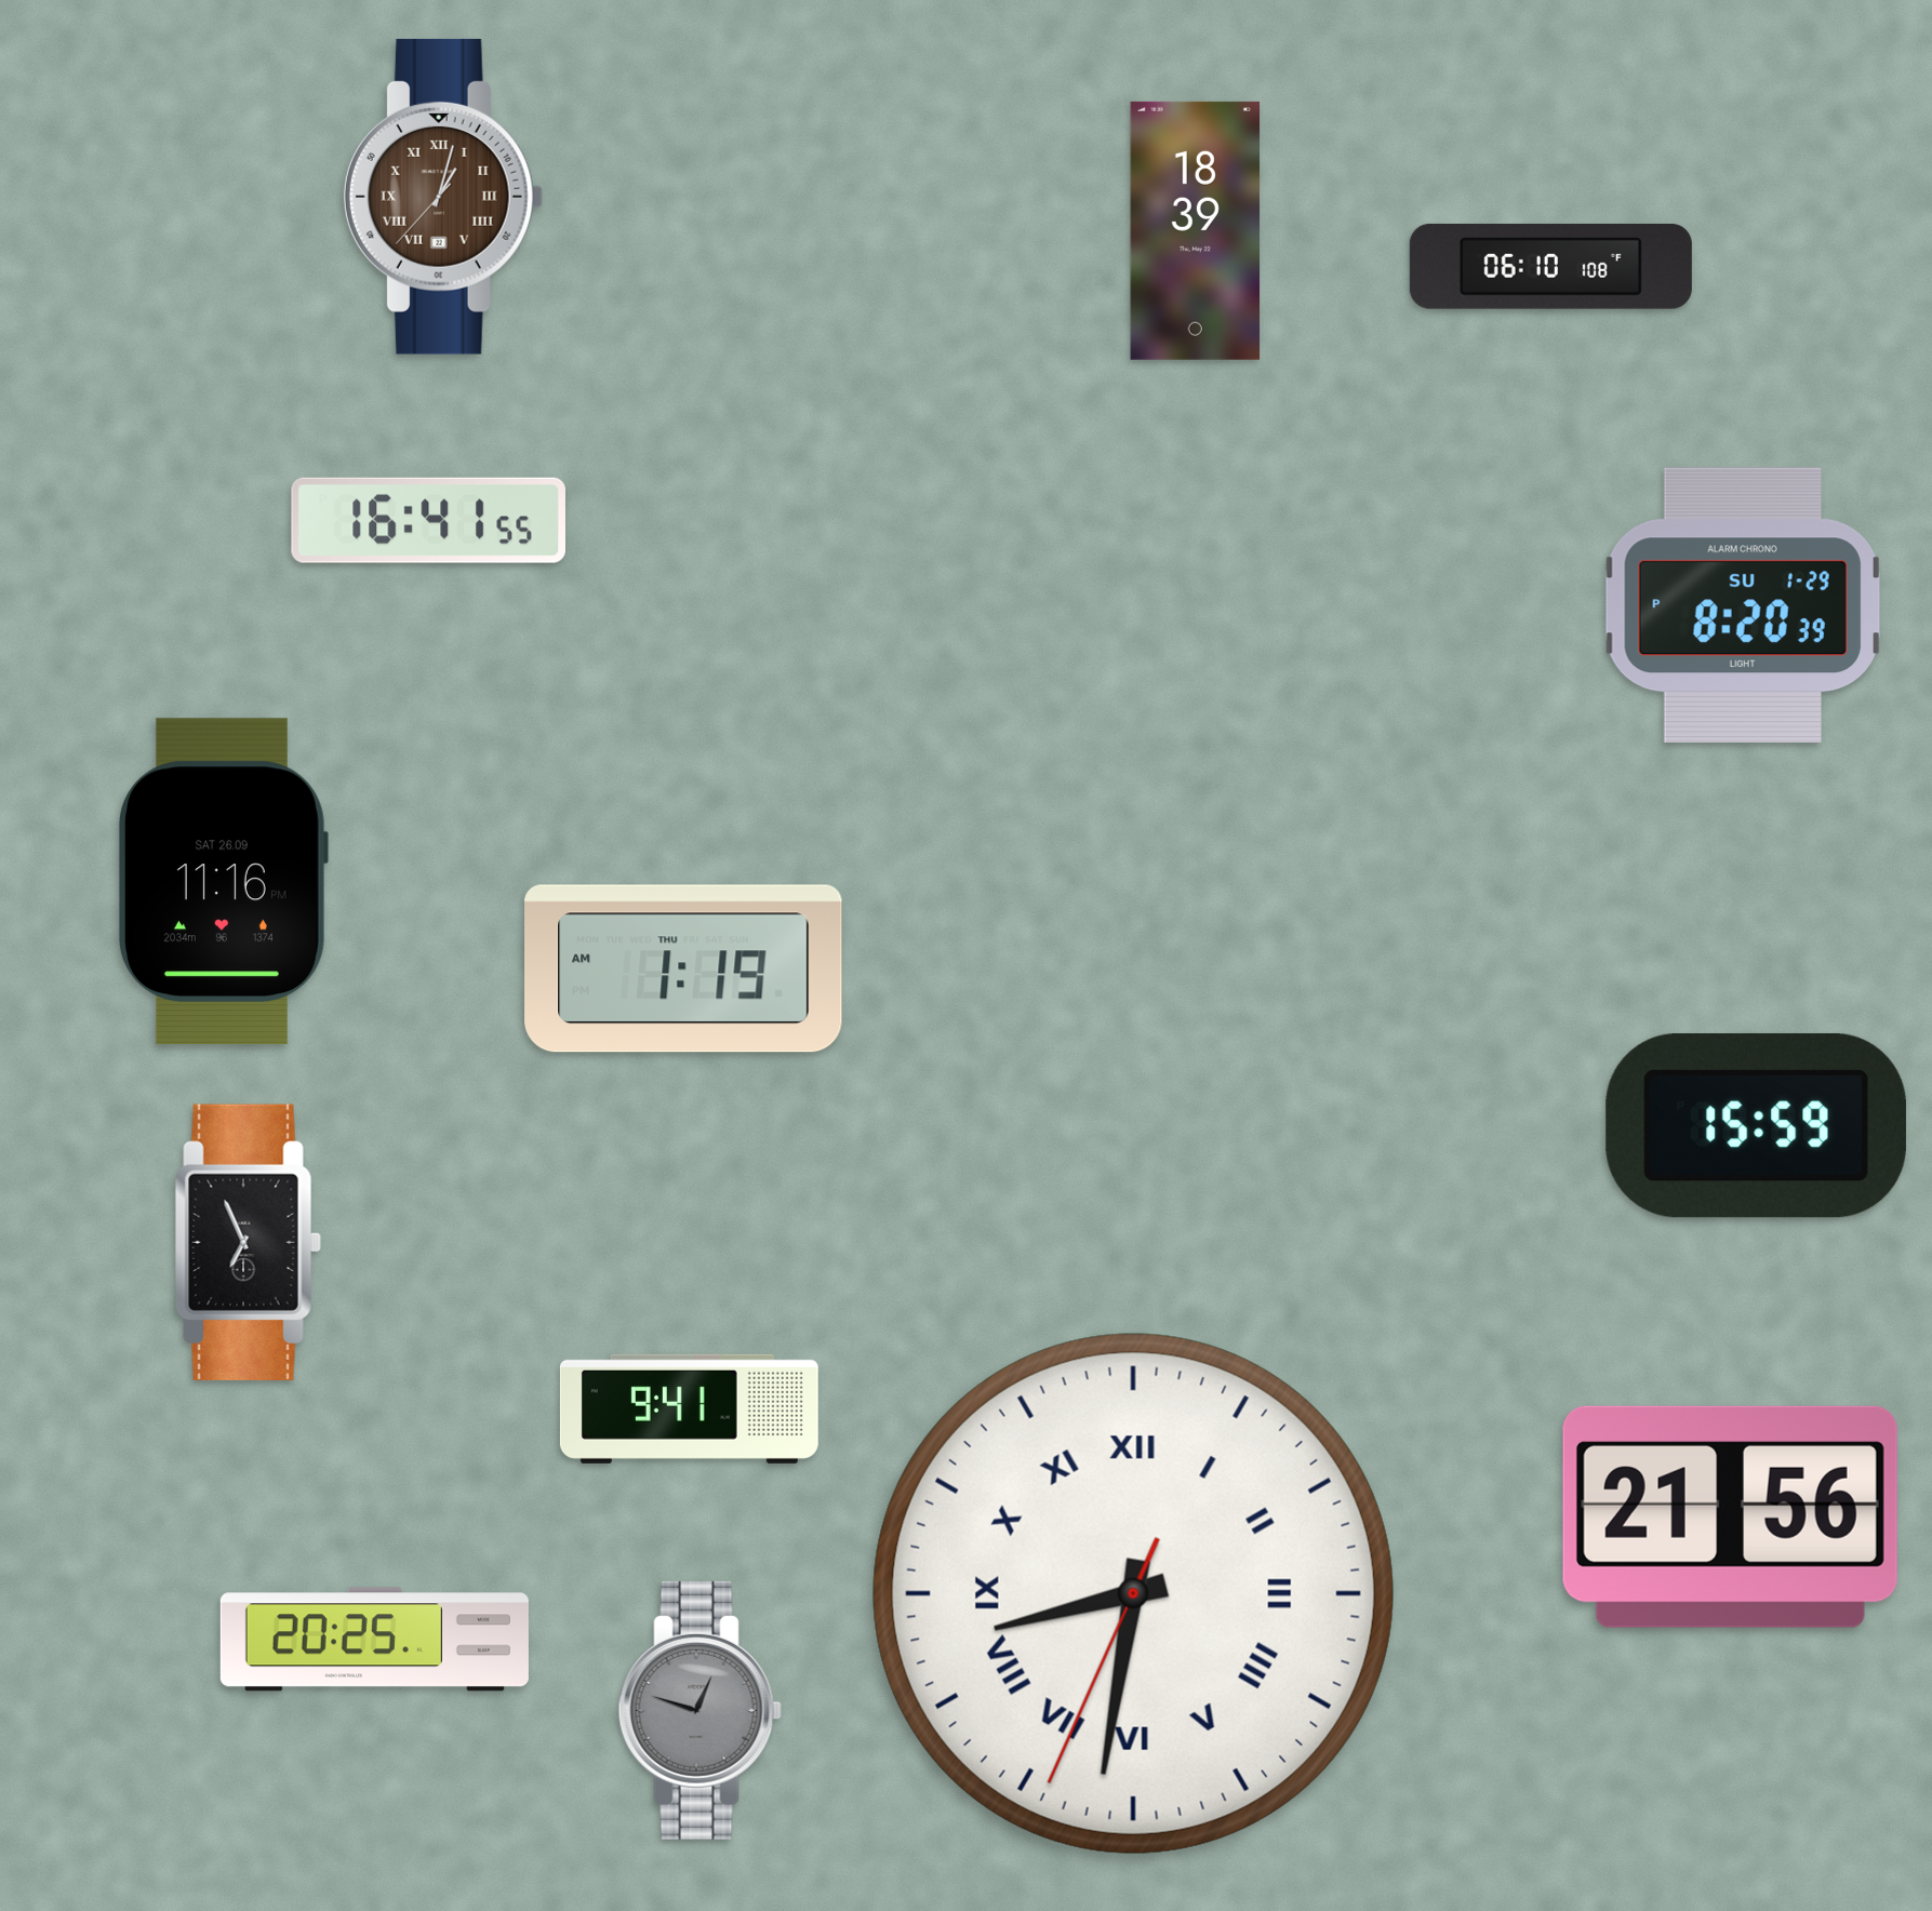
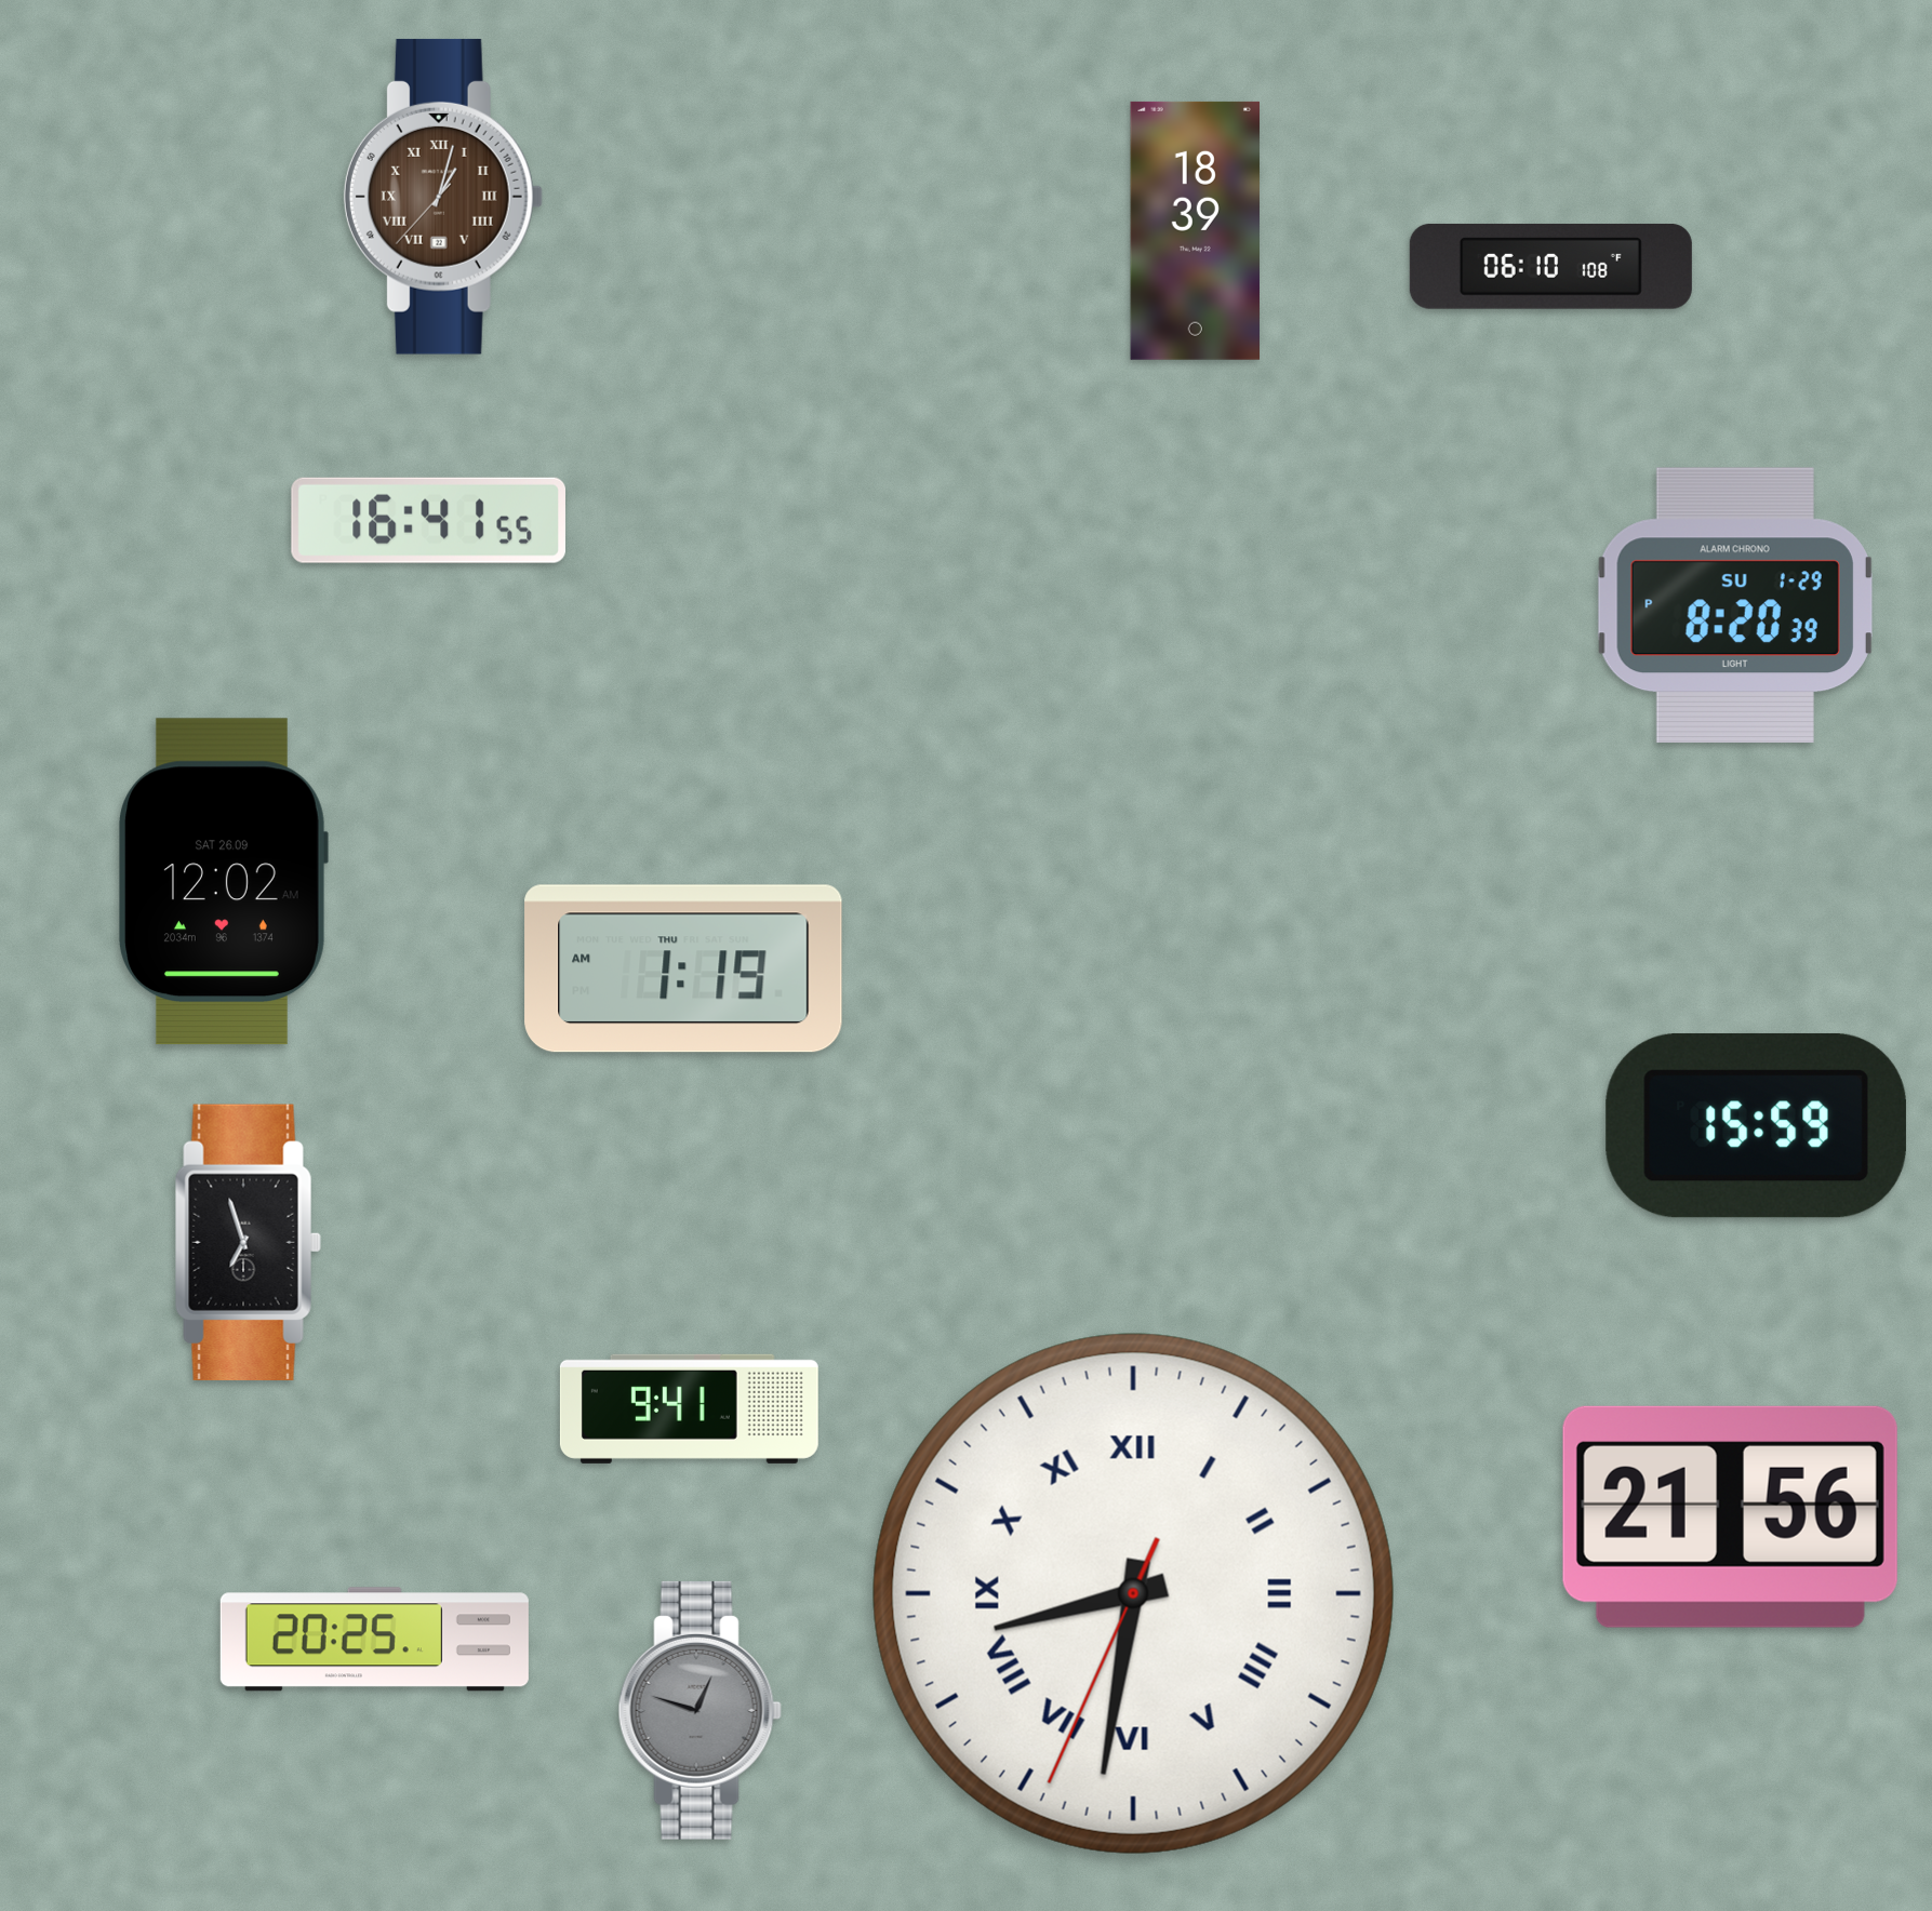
clock at (1743, 604) position: (1743, 604) -> (1735, 604)
clock at (224, 882): 11:16 -> 12:02
clock at (248, 1242): 6:56 -> 6:57
